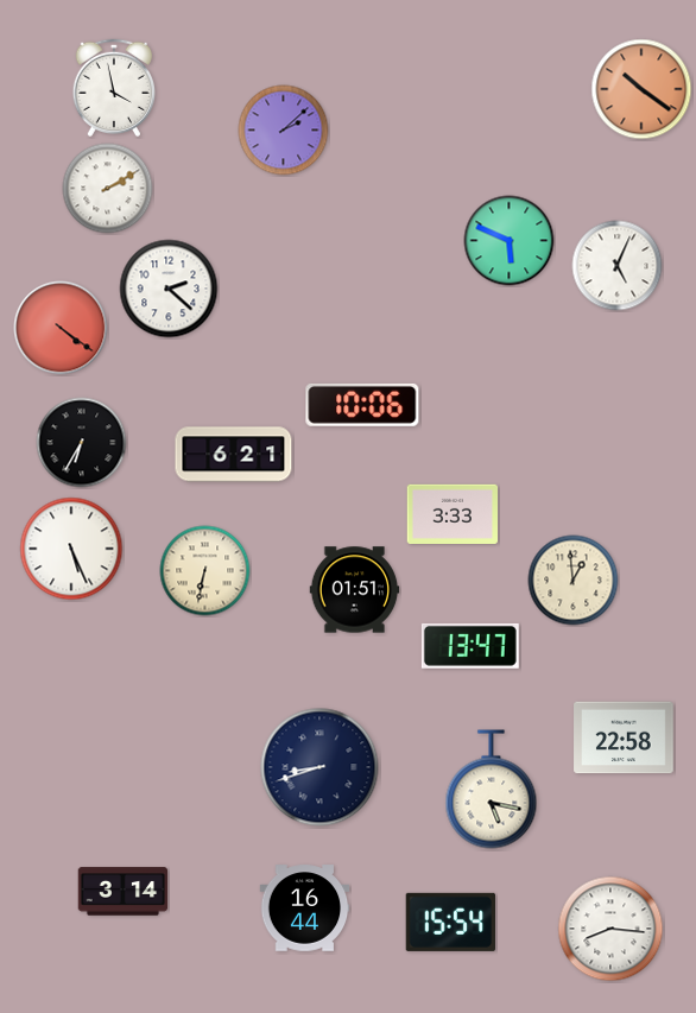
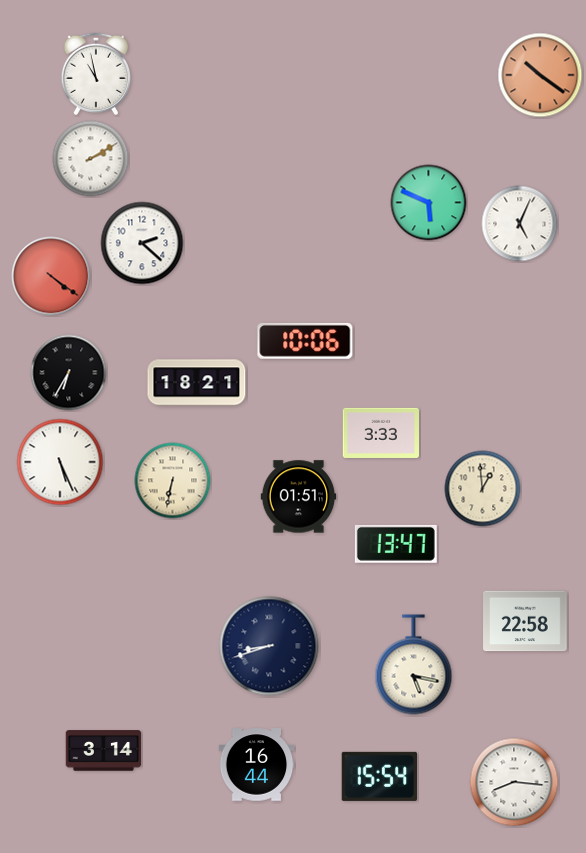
clock at (113, 88): 3:58 -> 10:58
clock at (284, 131): 2:08 -> none
clock at (234, 455): 6:21 -> 18:21
